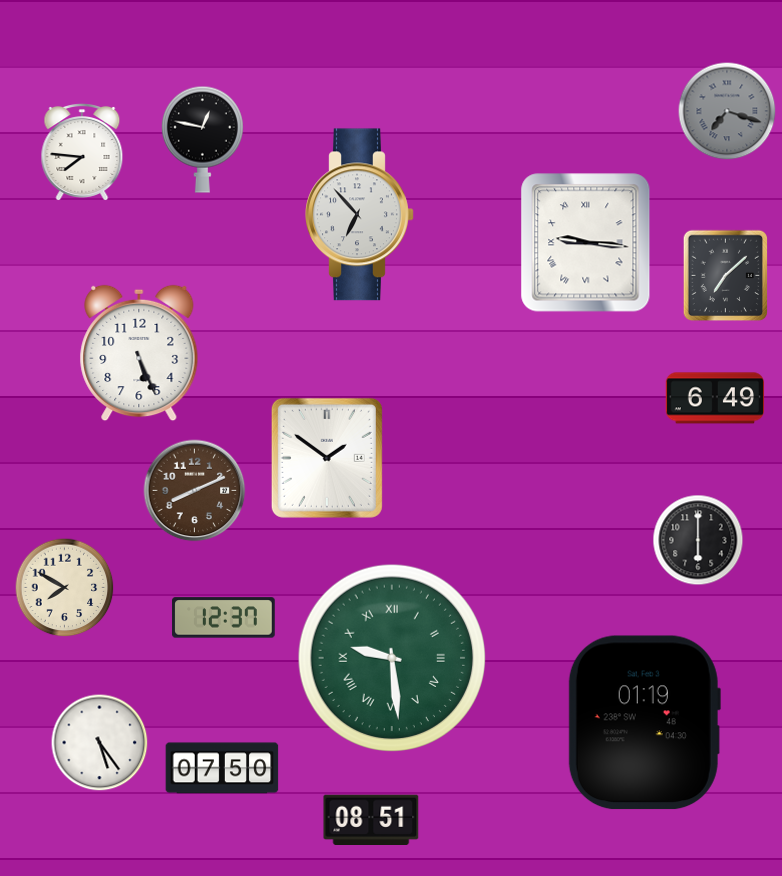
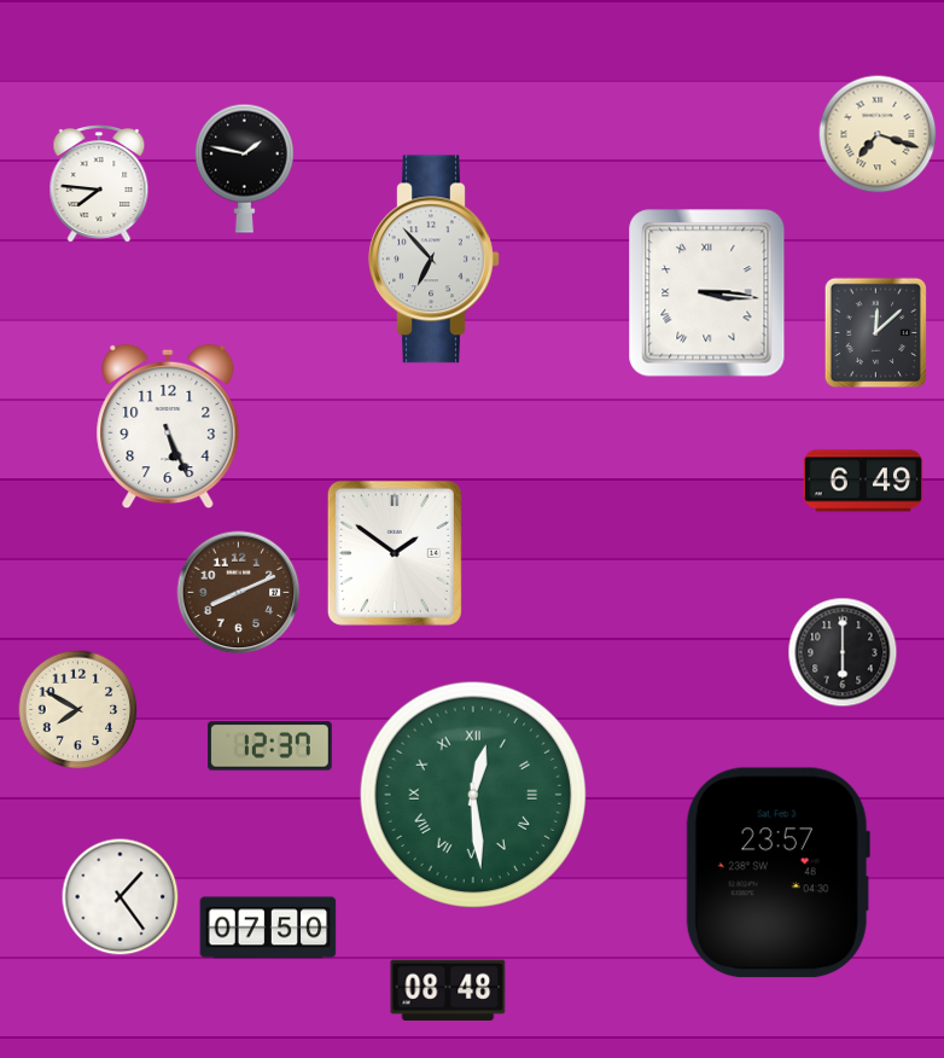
clock at (727, 111) dial: grey -> cream
clock at (202, 139): 12:47 -> 1:47
clock at (586, 243): 9:16 -> 3:16
clock at (726, 276): 7:08 -> 12:08
clock at (195, 491) position: (195, 491) -> (239, 593)
clock at (392, 658): 9:29 -> 12:29
clock at (644, 723): 01:19 -> 23:57
clock at (100, 743): 5:24 -> 1:24
clock at (371, 819): 08:51 -> 08:48
